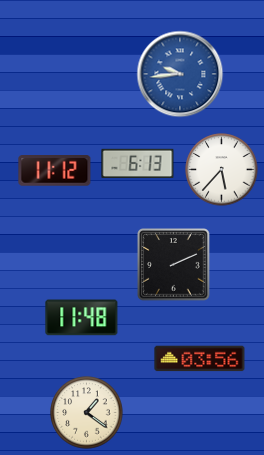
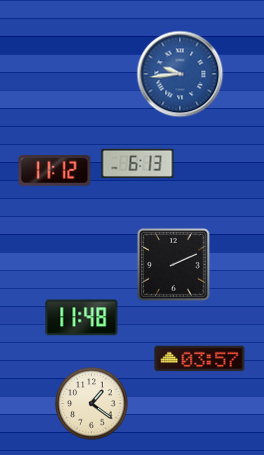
clock at (222, 170): 5:37 -> none
clock at (200, 359): 03:56 -> 03:57
clock at (87, 413) position: (87, 413) -> (92, 404)
